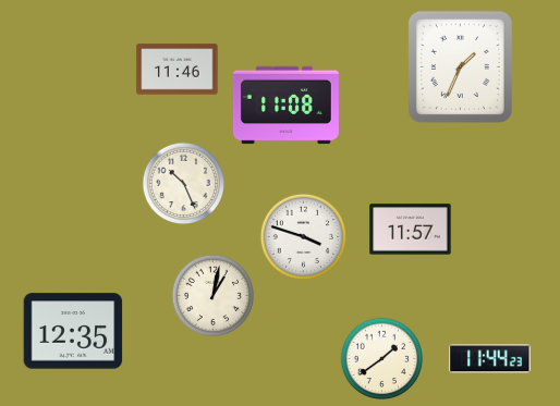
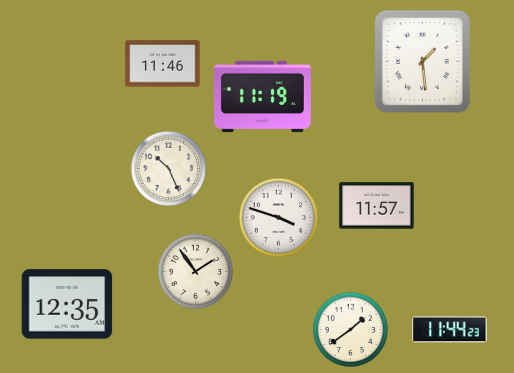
clock at (460, 66): 1:34 -> 1:29
clock at (285, 106): 11:08 -> 11:19
clock at (411, 230) position: (411, 230) -> (377, 206)
clock at (212, 295): 1:02 -> 1:54
